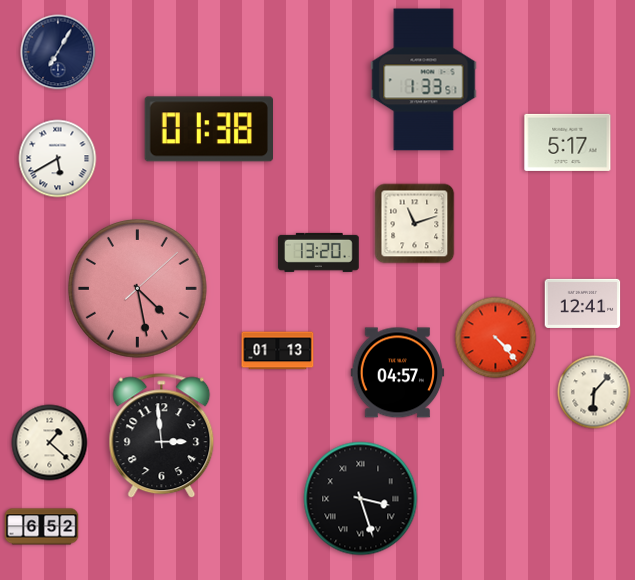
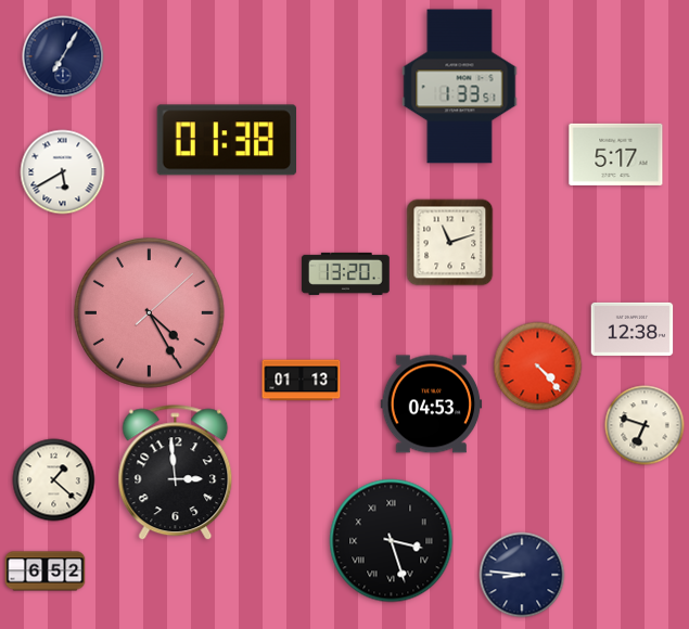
clock at (137, 288): 4:28 -> 4:25
clock at (583, 303): 12:41 -> 12:38
clock at (398, 373): 04:57 -> 04:53
clock at (594, 392): 6:07 -> 6:48
clock at (522, 575): none -> 8:46
